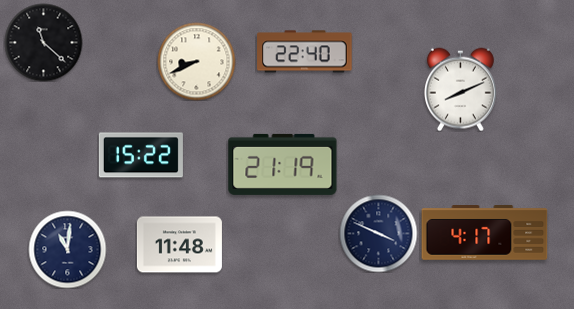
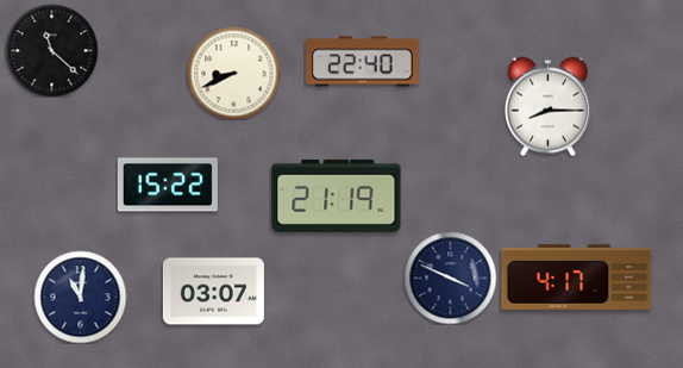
clock at (460, 89): 8:11 -> 8:15
clock at (179, 245): 11:48 -> 03:07
